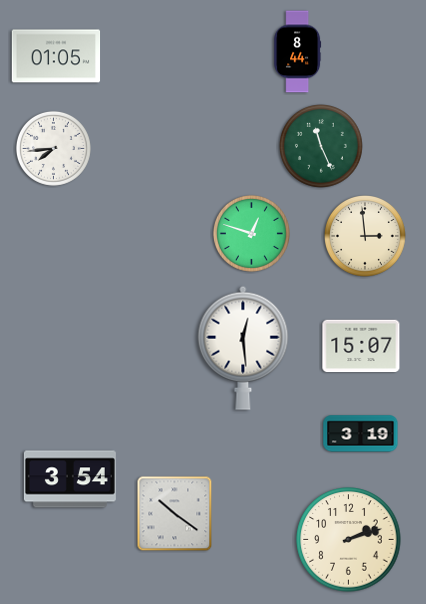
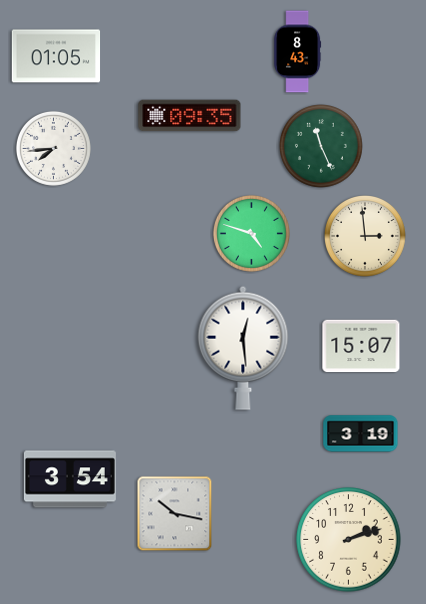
clock at (298, 52): 8:44 -> 8:43
clock at (190, 116): none -> 09:35
clock at (251, 233): 12:48 -> 4:48
clock at (175, 514): 10:21 -> 10:17
